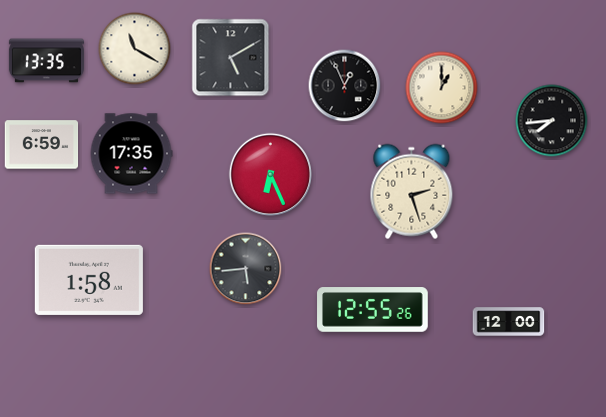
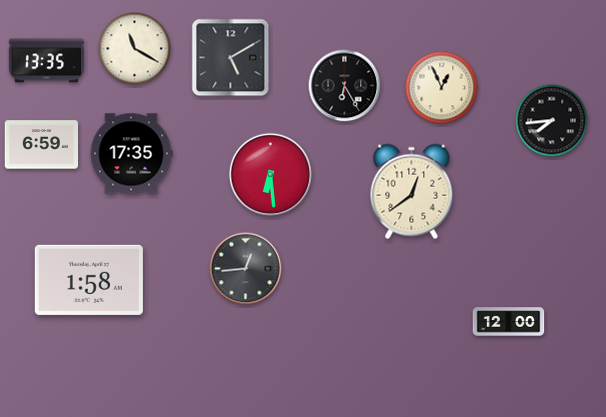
clock at (345, 86): 12:56 -> 6:25
clock at (442, 88): 1:00 -> 12:56
clock at (270, 174): 6:26 -> 6:29
clock at (412, 192): 2:27 -> 12:39
clock at (246, 269): 5:44 -> 12:44
clock at (373, 310): 12:55 -> none
